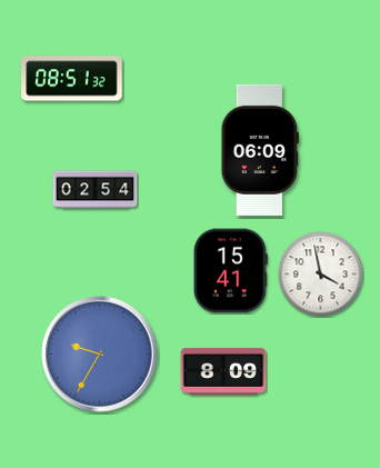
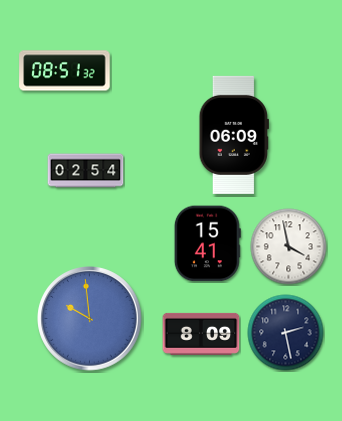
clock at (100, 355): 9:35 -> 9:59
clock at (286, 333): none -> 2:28
